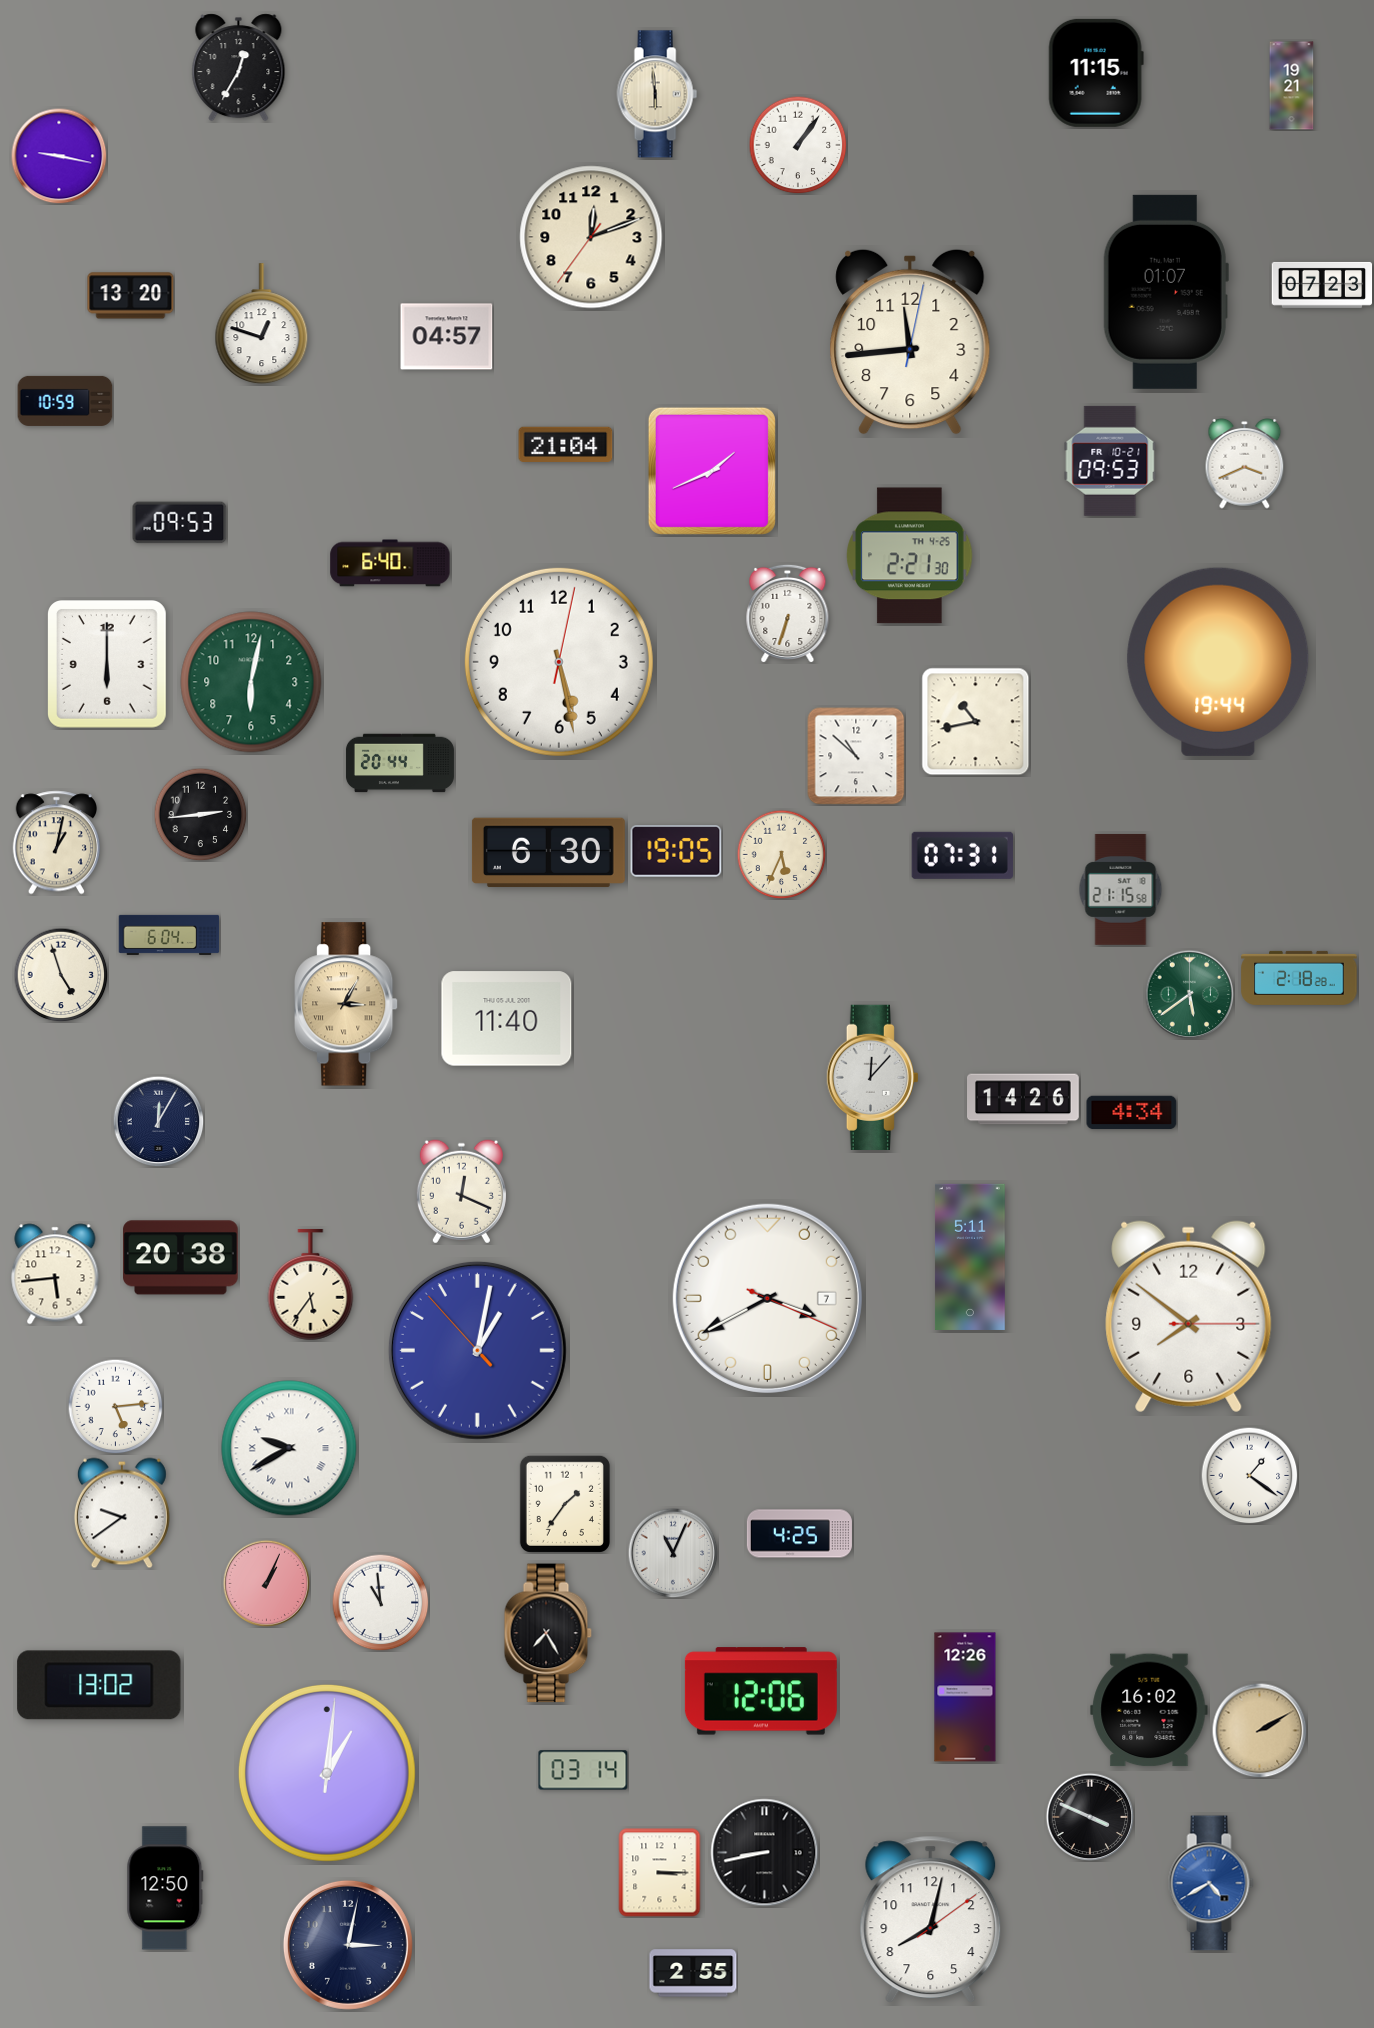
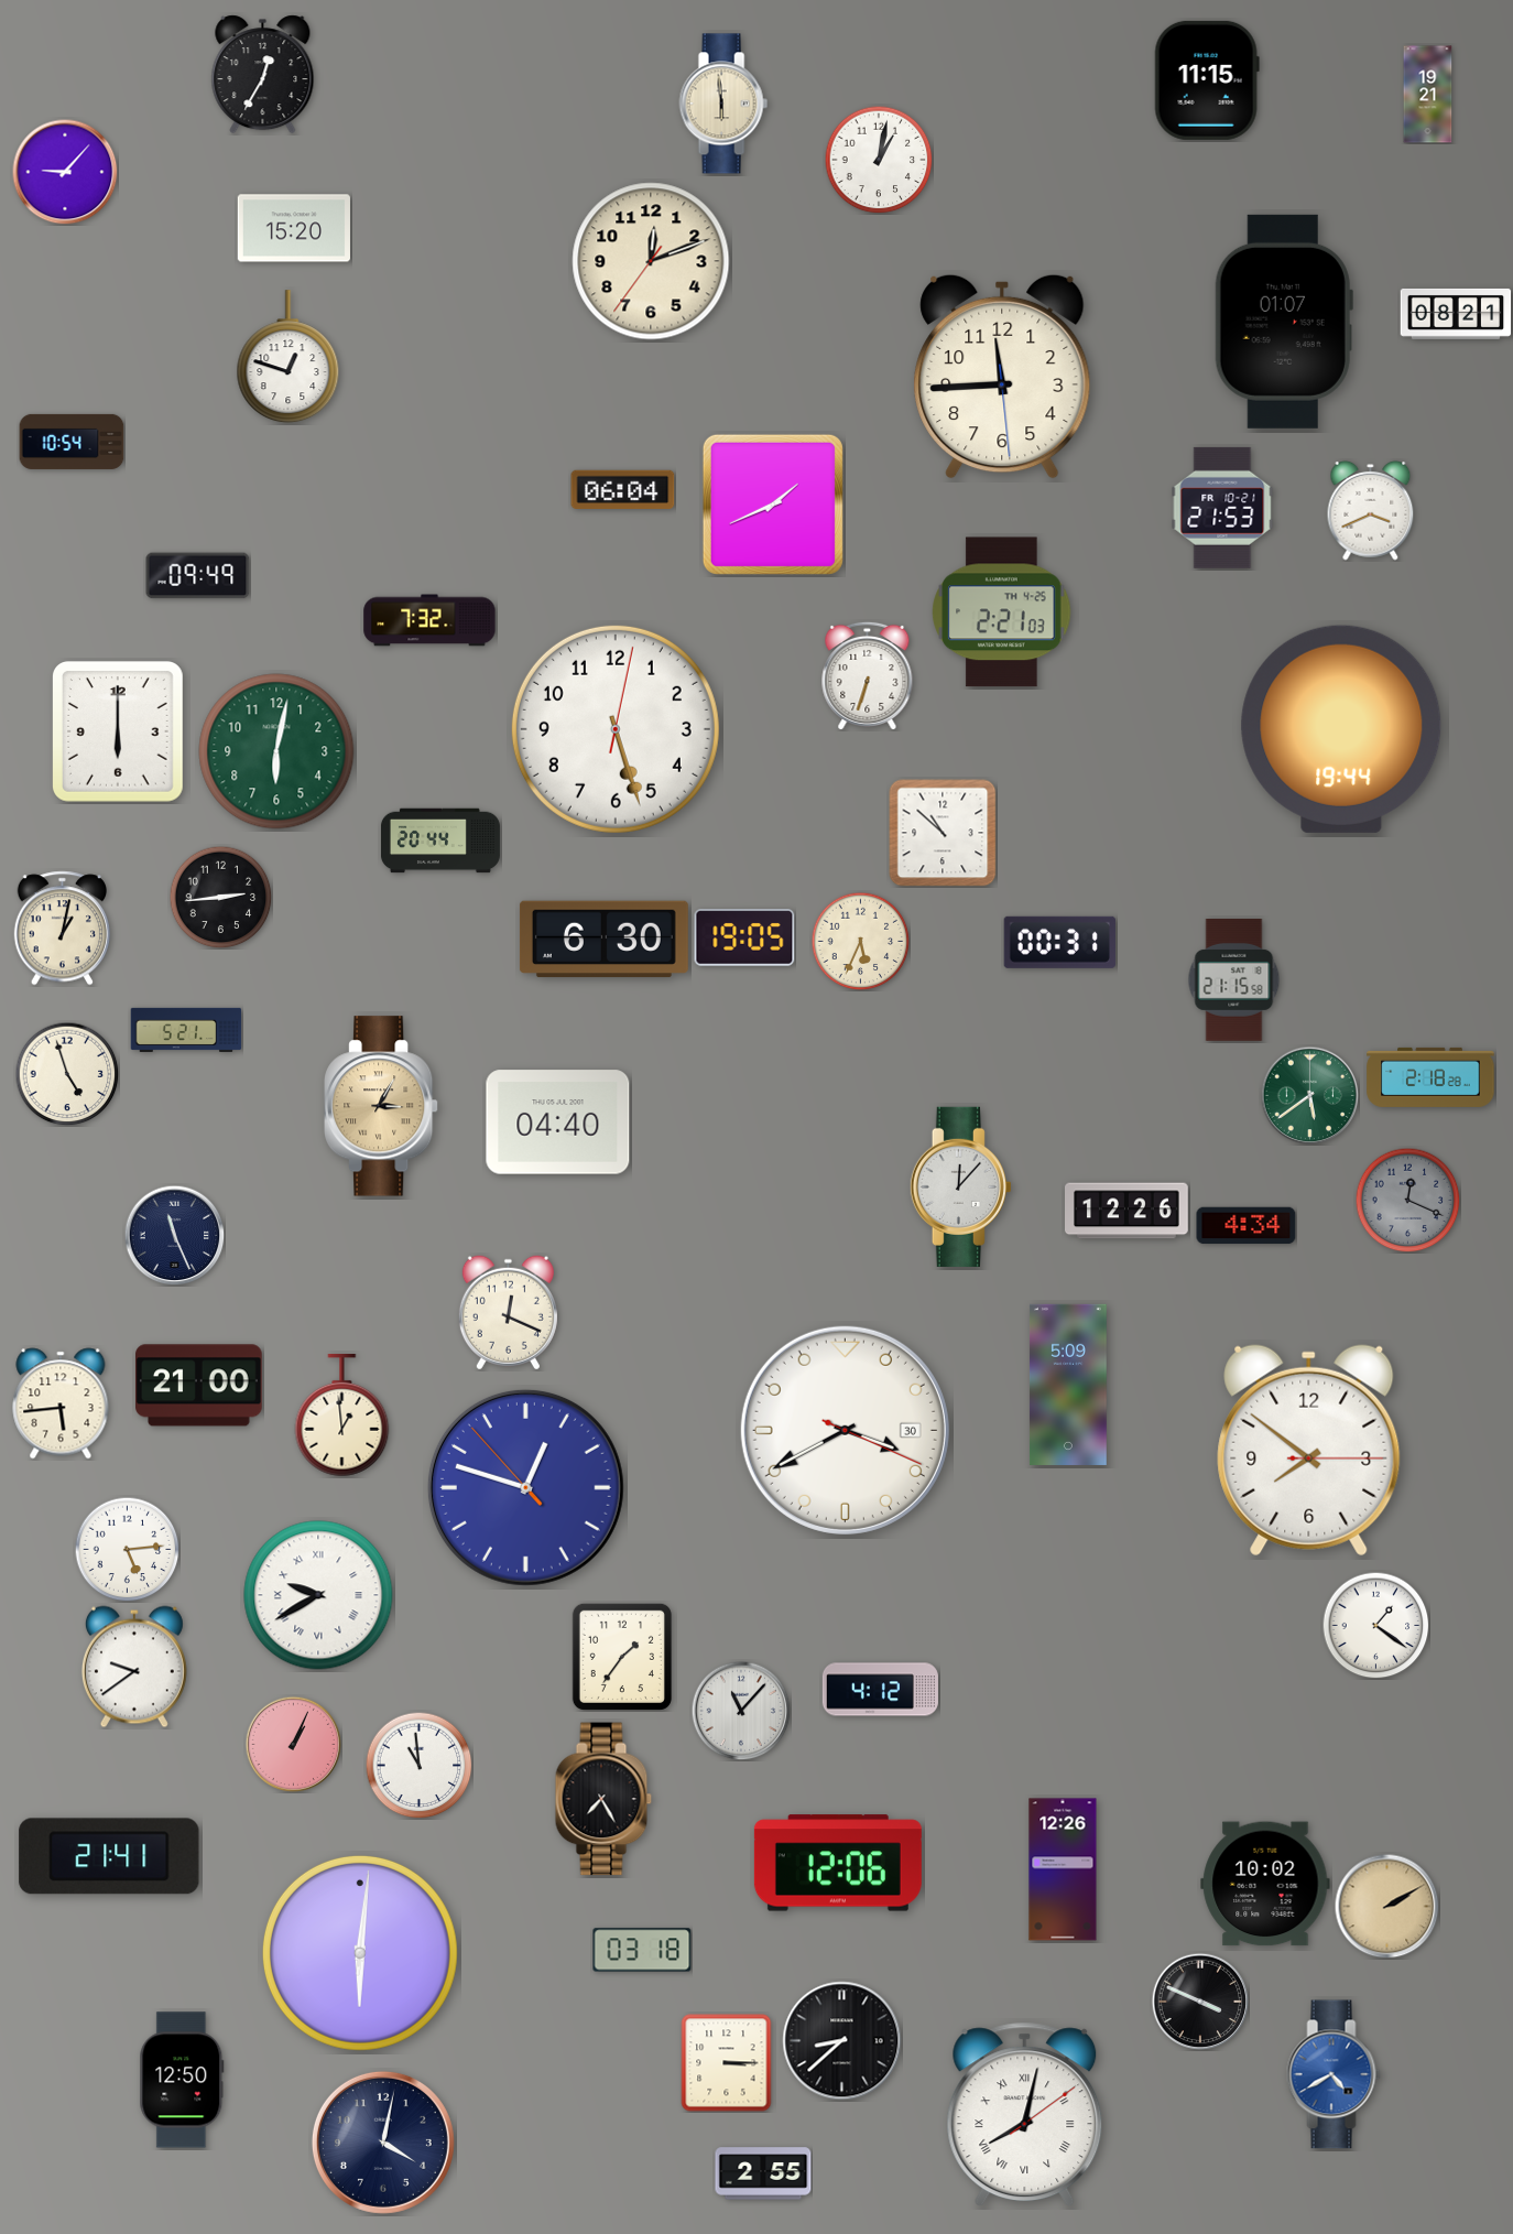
clock at (1292, 86) position: (1292, 86) -> (1428, 95)
clock at (798, 145): 1:06 -> 1:02
clock at (59, 156): 9:17 -> 9:07
clock at (293, 228): none -> 15:20
clock at (1322, 285): 07:23 -> 08:21
clock at (131, 296): 13:20 -> none
clock at (447, 337): 04:57 -> none
clock at (910, 342): 11:44:02 -> 11:44:29
clock at (65, 401): 10:59 -> 10:54
clock at (566, 444): 21:04 -> 06:04
clock at (1110, 461): 09:53 -> 21:53
clock at (712, 471) position: (712, 471) -> (773, 505)
clock at (180, 523): 09:53 -> 09:49
clock at (910, 556): 2:21:30 -> 2:21:03
clock at (390, 563): 6:40 -> 7:32
clock at (559, 662): 5:28 -> 5:27
clock at (976, 722): 10:43 -> none
clock at (962, 855): 07:31 -> 00:31
clock at (169, 935): 6:04 -> 5:21
clock at (507, 1019): 11:40 -> 04:40
clock at (1407, 1200): none -> 12:19
clock at (1024, 1099): 14:26 -> 12:26
clock at (158, 1121): 12:05 -> 11:26
clock at (970, 1257): 5:11 -> 5:09
clock at (181, 1258): 20:38 -> 21:00
clock at (311, 1285): 5:36 -> 12:59
clock at (767, 1298) date: 7 -> 30
clock at (477, 1350): 1:01 -> 12:47
clock at (799, 1534): 4:25 -> 4:12
clock at (673, 1553): 11:04 -> 11:07
clock at (99, 1685): 13:02 -> 21:41
clock at (1149, 1710): 16:02 -> 10:02
clock at (583, 1770): 03:14 -> 03:18
clock at (327, 1773): 1:01 -> 6:01
clock at (765, 1853): 8:43 -> 8:38
clock at (931, 1920) numerals: Arabic -> Roman
clock at (348, 1945): 3:02 -> 4:02
